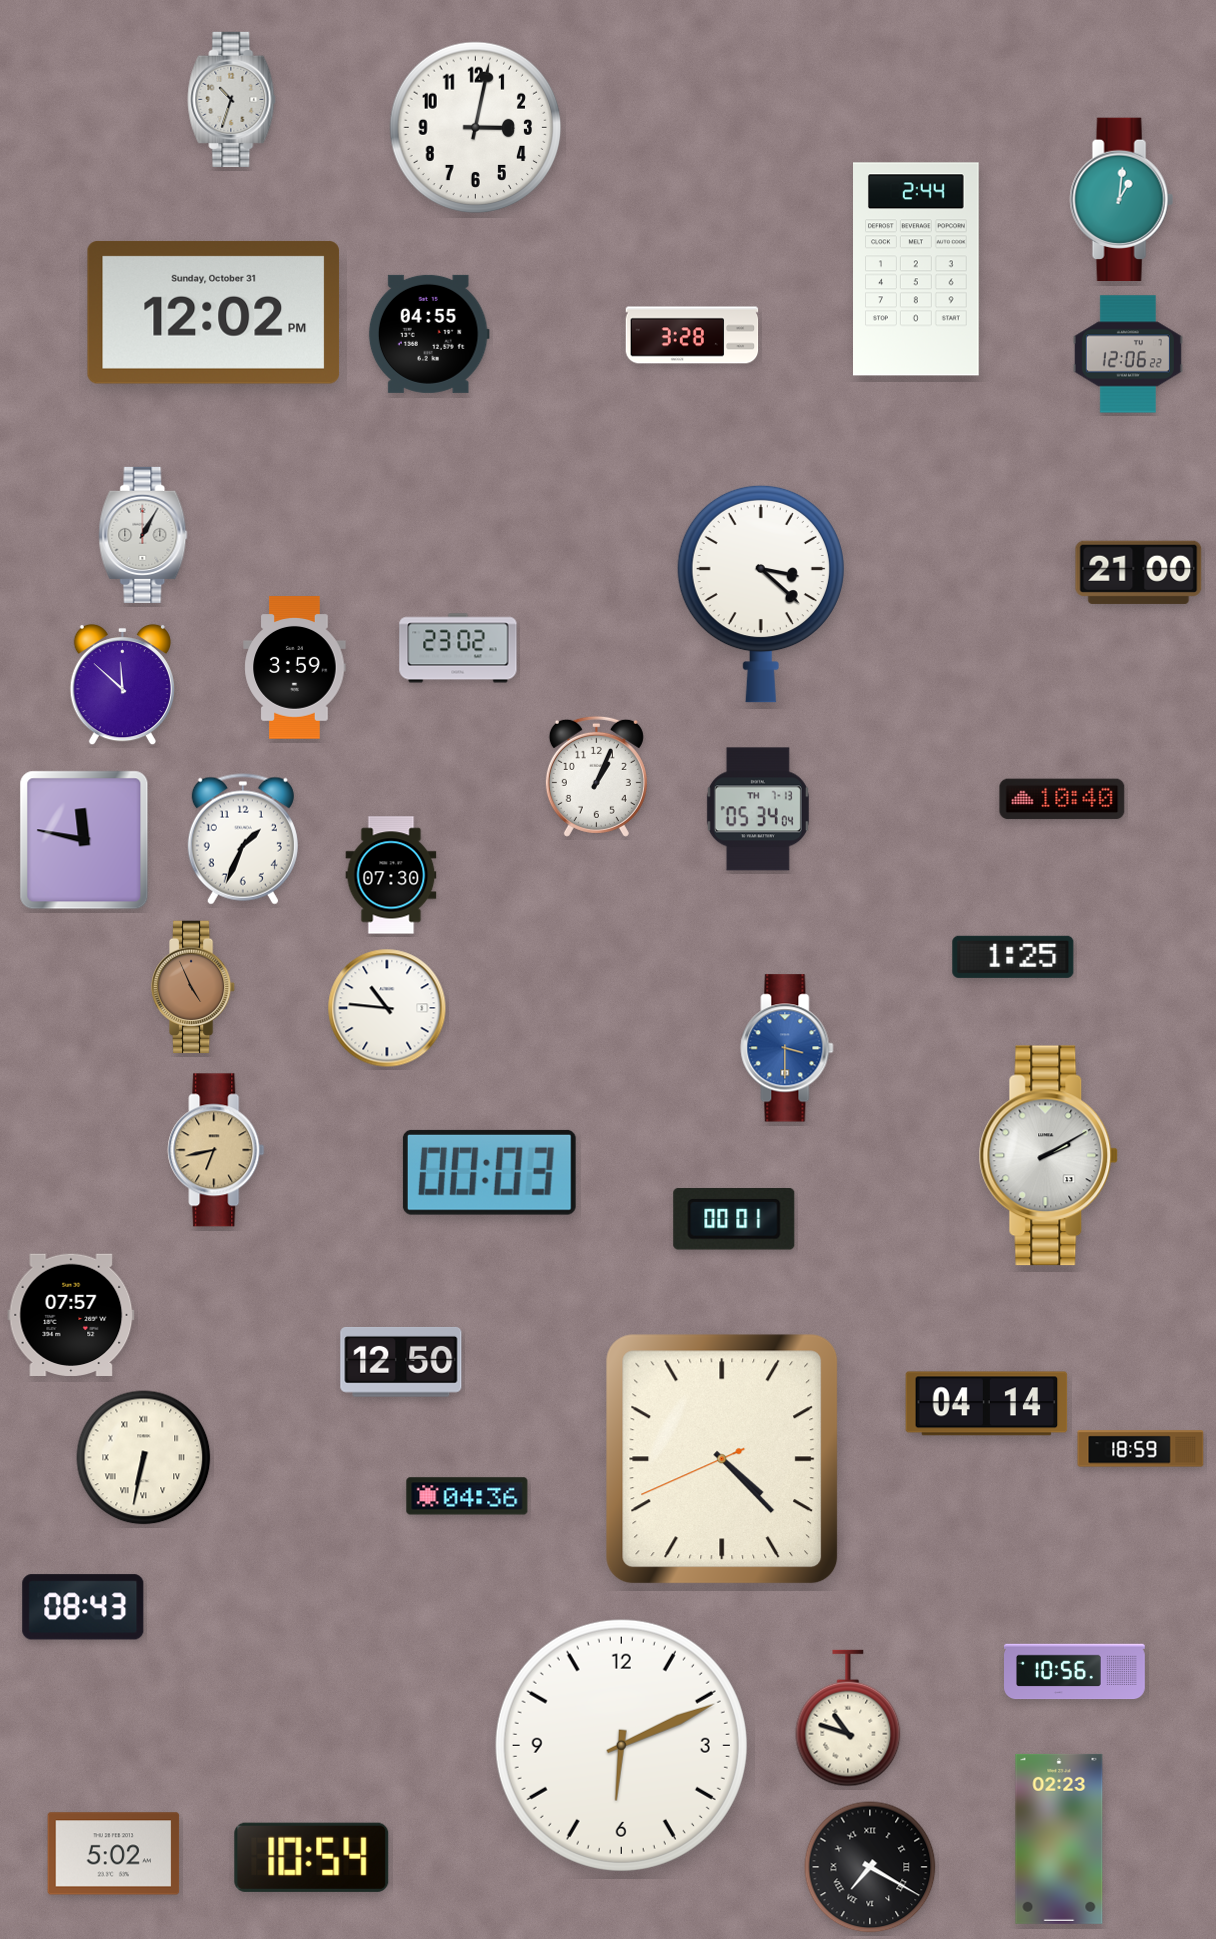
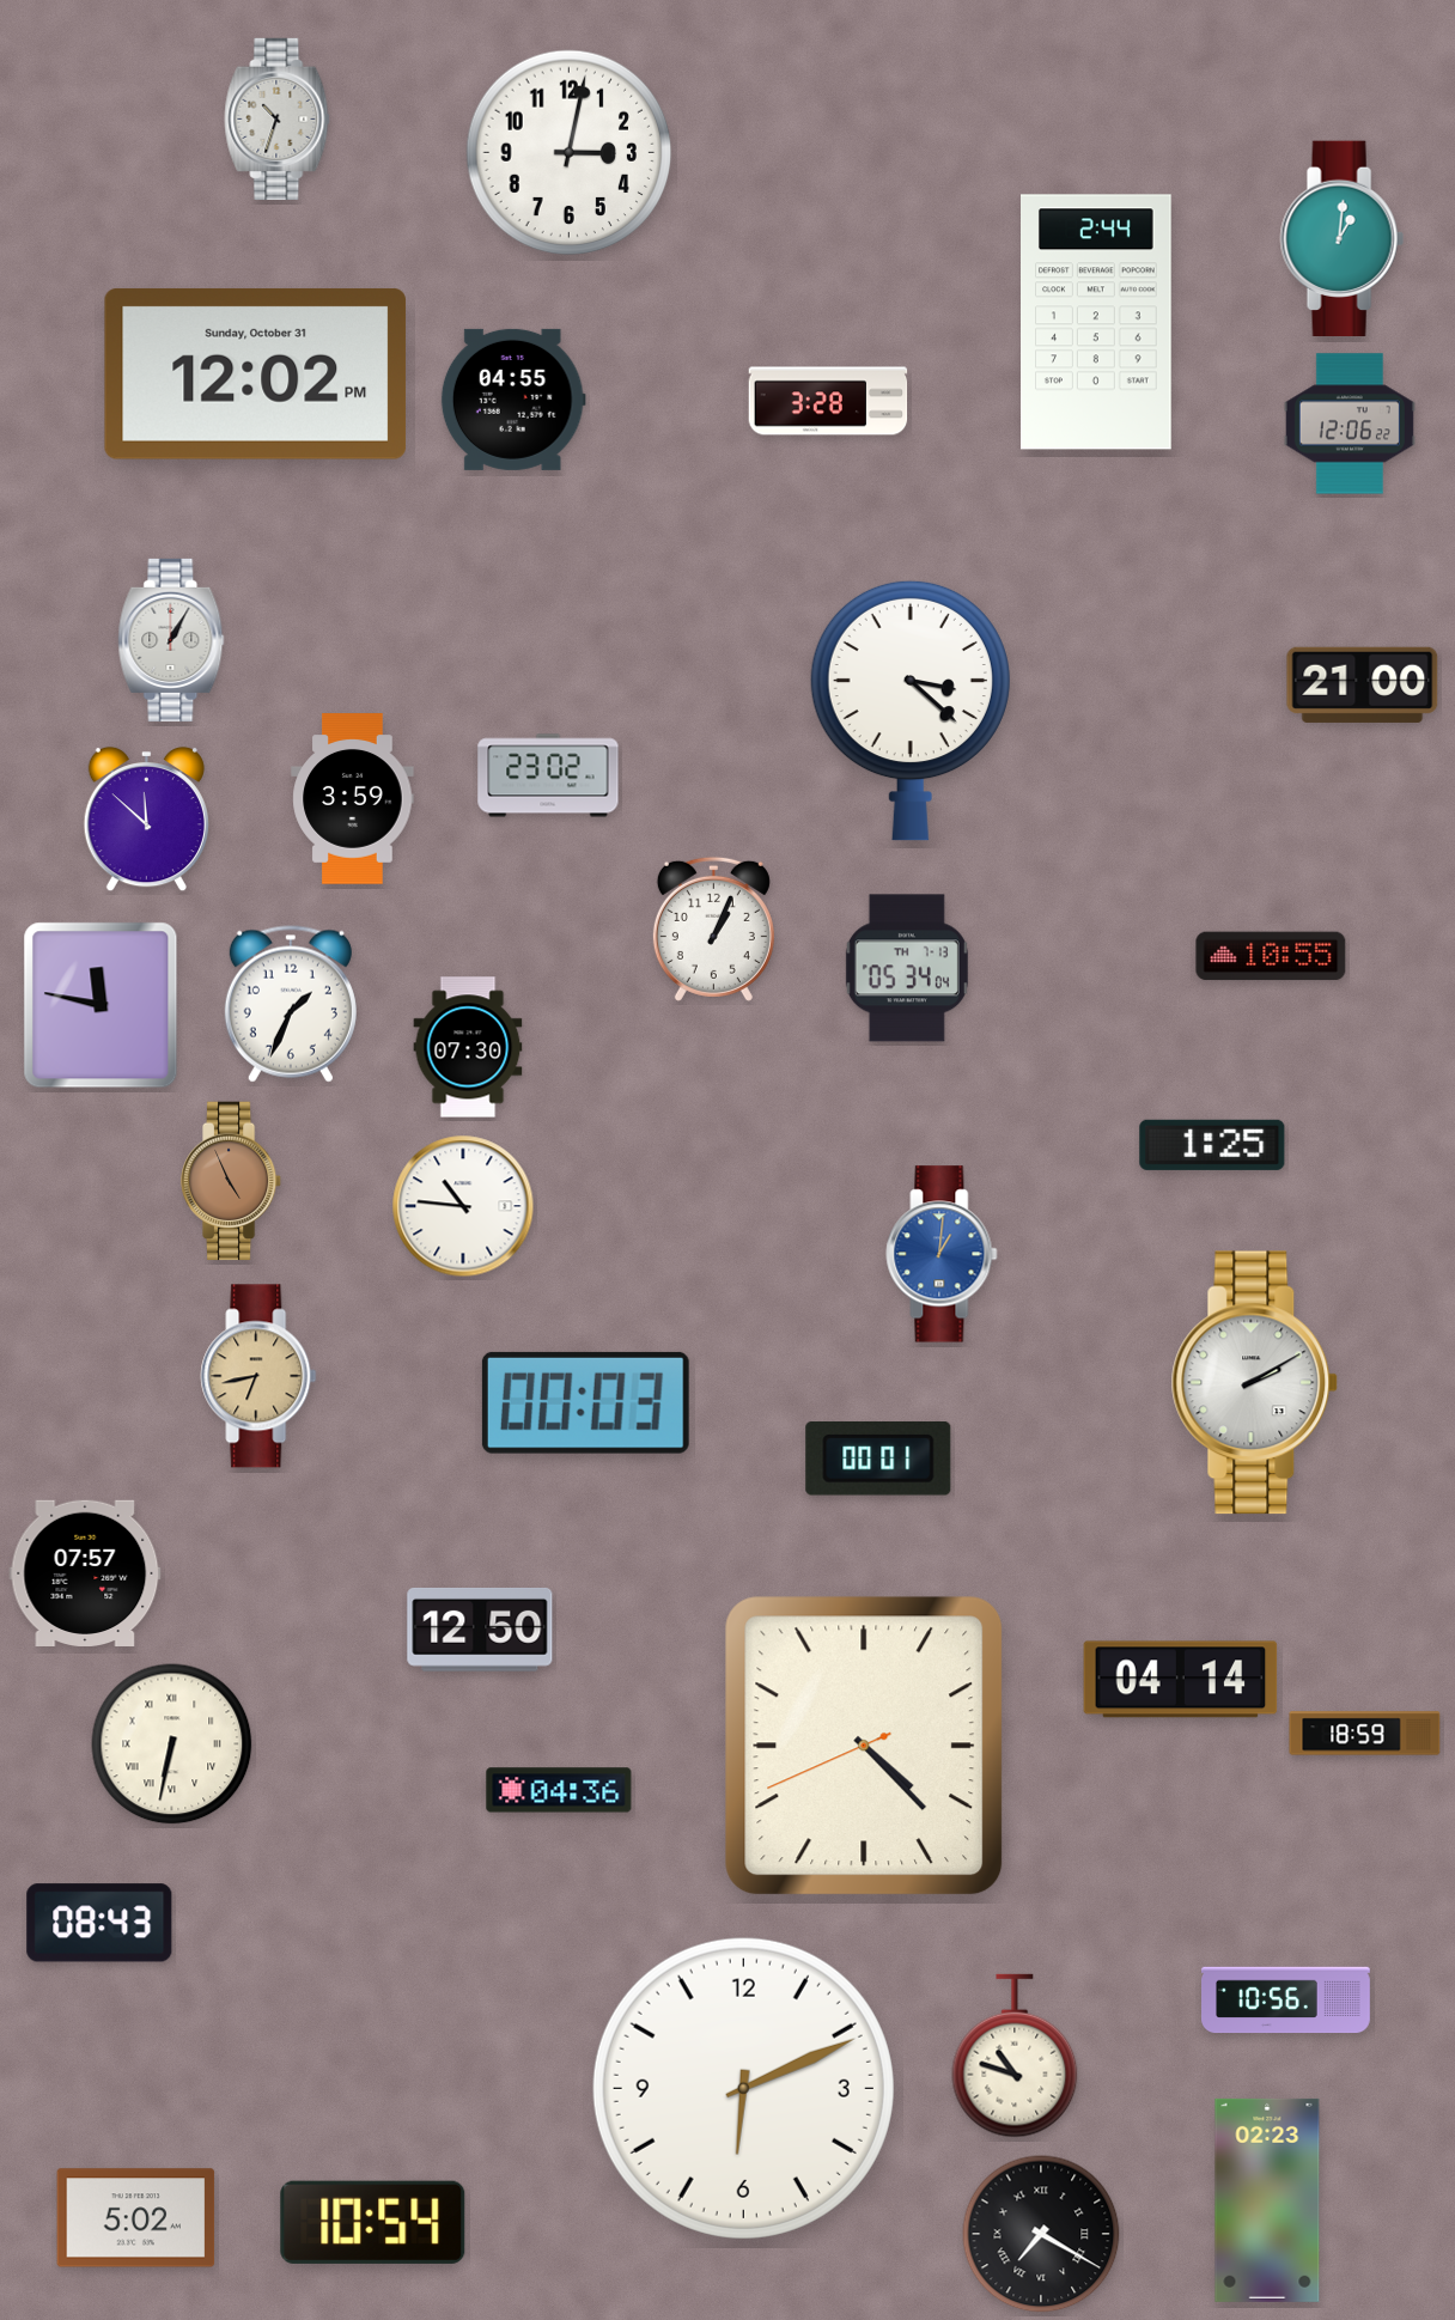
clock at (1062, 799): 10:40 -> 10:55
clock at (787, 1048): 3:30 -> 1:01
